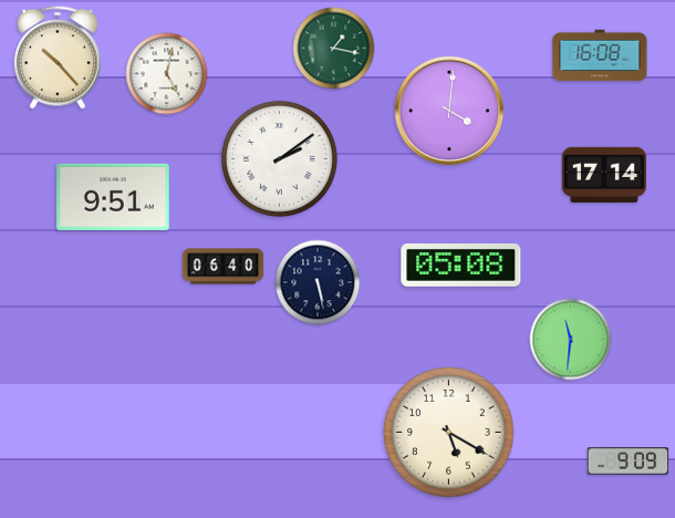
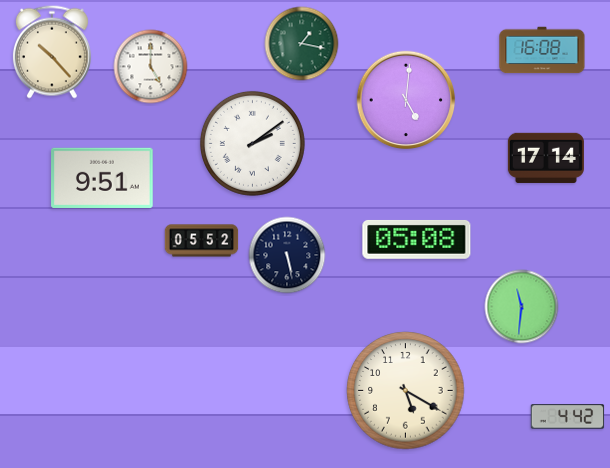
clock at (167, 74): 5:02 -> 5:00
clock at (449, 111): 4:01 -> 5:01
clock at (224, 267): 06:40 -> 05:52
clock at (571, 340) position: (571, 340) -> (522, 307)
clock at (629, 462): 9:09 -> 4:42
